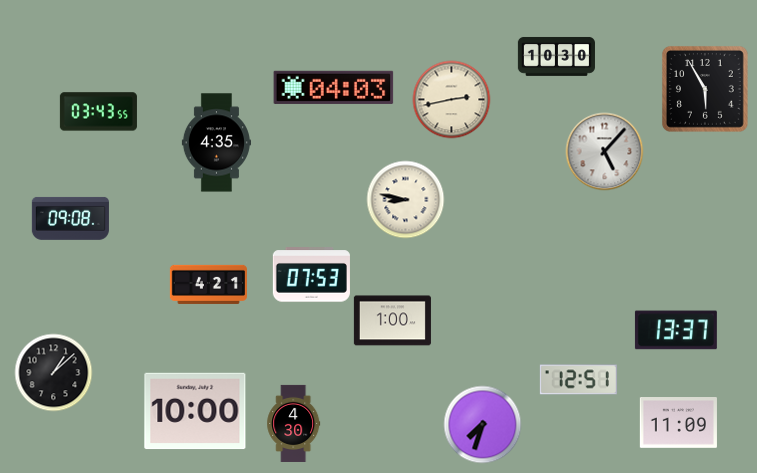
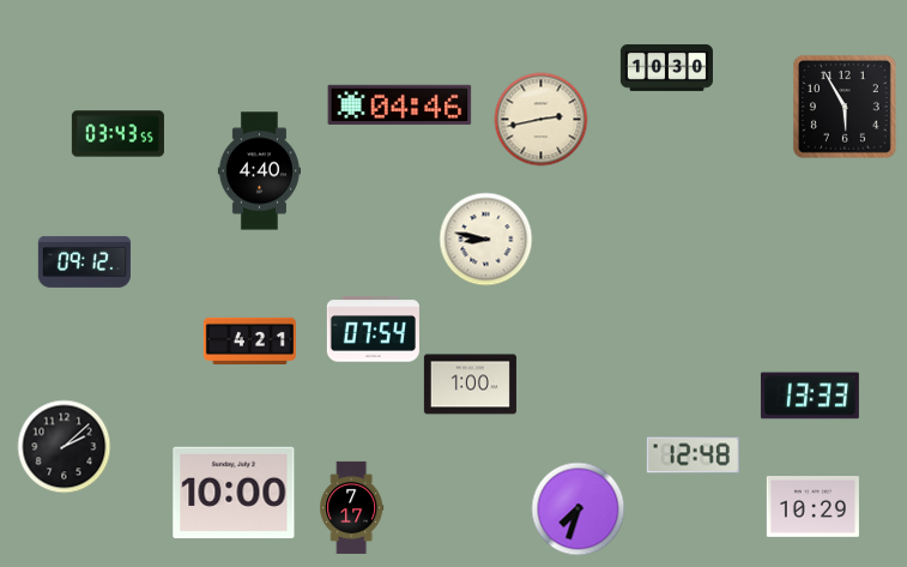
clock at (334, 87): 04:03 -> 04:46
clock at (216, 143): 4:35 -> 4:40
clock at (604, 151): 5:07 -> none
clock at (70, 218): 09:08 -> 09:12
clock at (311, 275): 07:53 -> 07:54
clock at (676, 330): 13:37 -> 13:33
clock at (53, 372): 1:08 -> 2:08
clock at (578, 380): 12:51 -> 12:48
clock at (294, 423): 4:30 -> 7:17
clock at (678, 423): 11:09 -> 10:29
